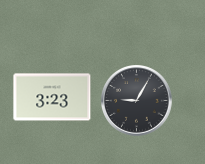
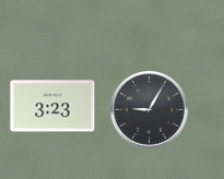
clock at (52, 97) position: (52, 97) -> (52, 106)
